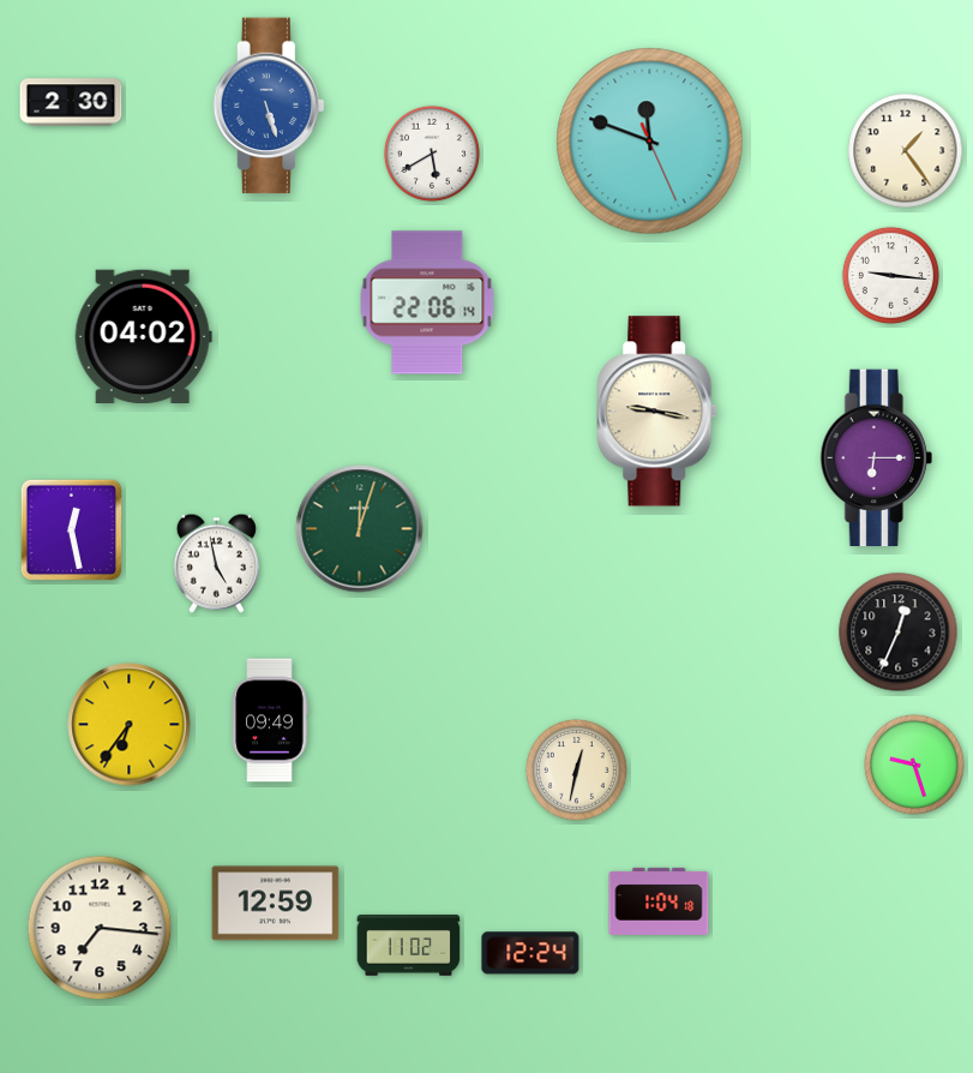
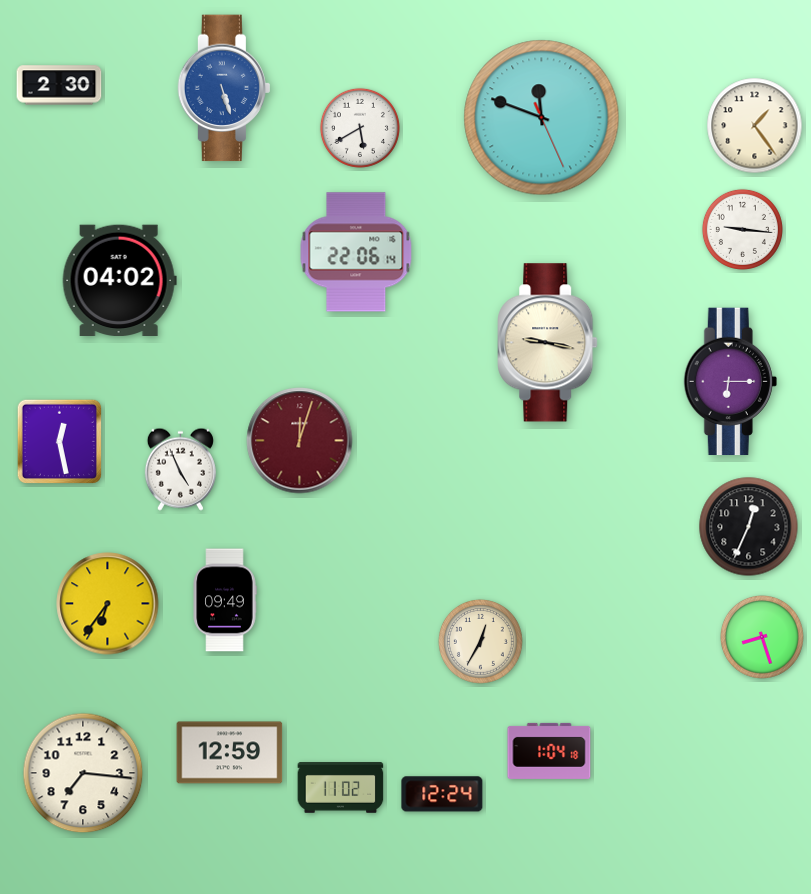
clock at (360, 529) dial: green -> burgundy
clock at (216, 563): 4:58 -> 4:56
clock at (914, 765): 9:27 -> 8:27
clock at (576, 769): 12:32 -> 12:35
